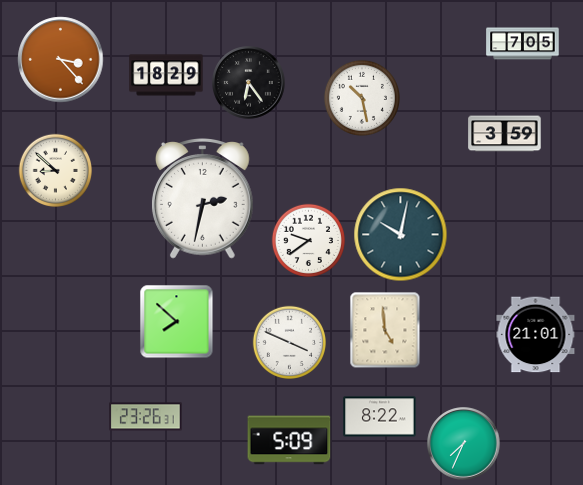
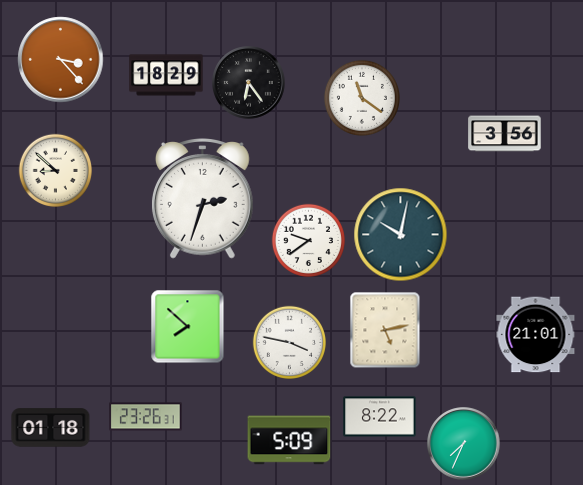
clock at (523, 44): 7:05 -> none
clock at (362, 98): 10:28 -> 11:21
clock at (505, 134): 3:59 -> 3:56
clock at (202, 199): 2:32 -> 2:33
clock at (177, 322) position: (177, 322) -> (188, 327)
clock at (385, 330): 4:59 -> 5:13
clock at (289, 342): 3:49 -> 3:47
clock at (51, 428): none -> 01:18
